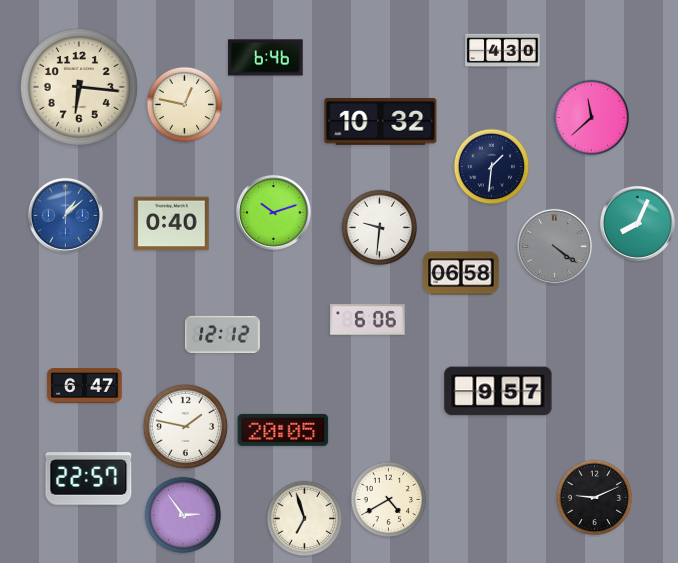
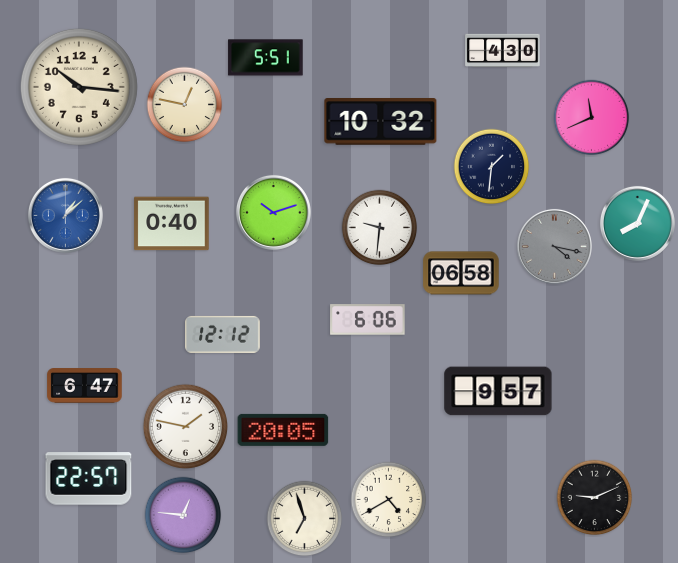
clock at (266, 58): 6:46 -> 5:51
clock at (79, 87): 6:16 -> 10:16
clock at (592, 118): 11:38 -> 11:41
clock at (554, 246): 4:21 -> 4:17
clock at (183, 515): 2:54 -> 12:46
